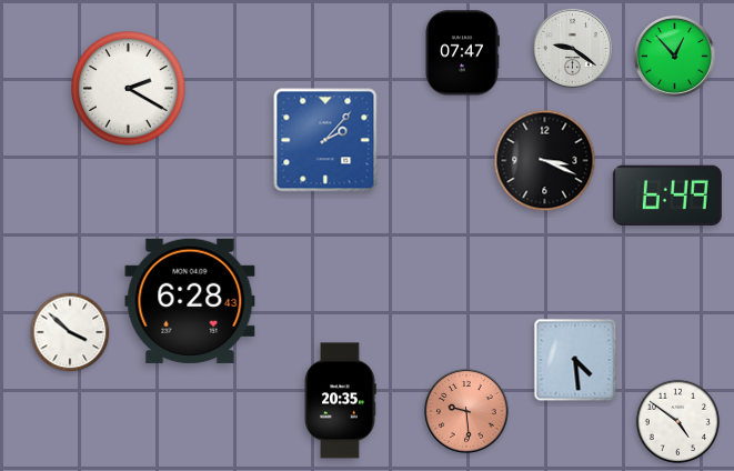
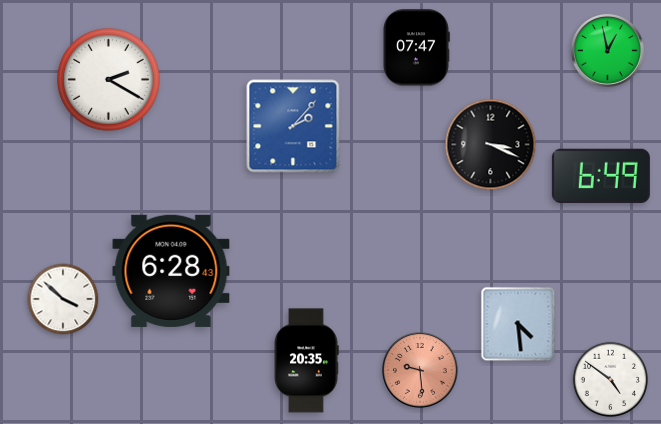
clock at (572, 48): 9:21 -> none
clock at (674, 56): 12:53 -> 12:58
clock at (129, 89) position: (129, 89) -> (109, 80)
